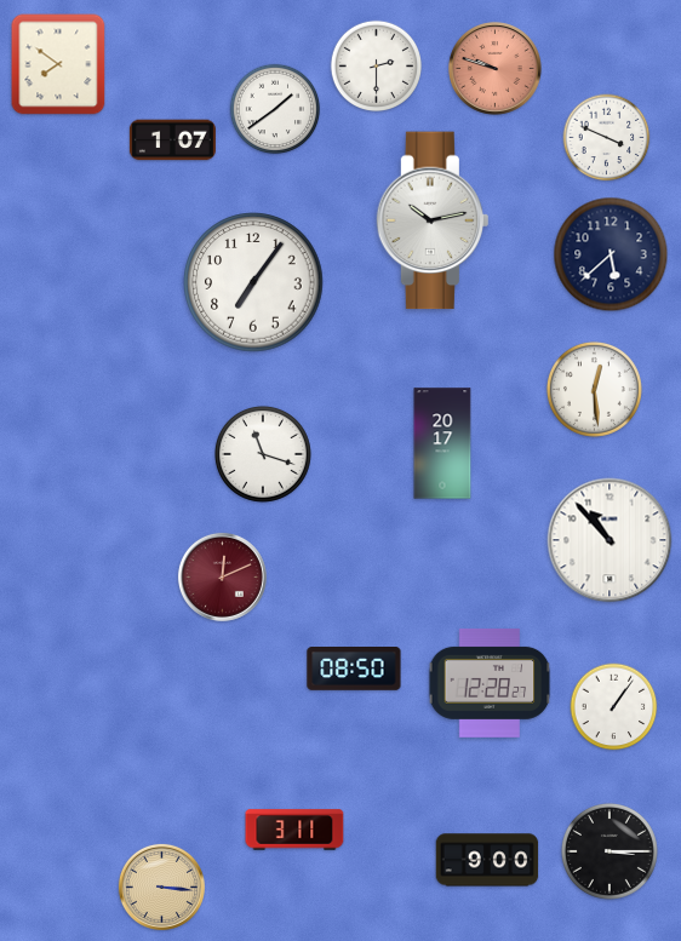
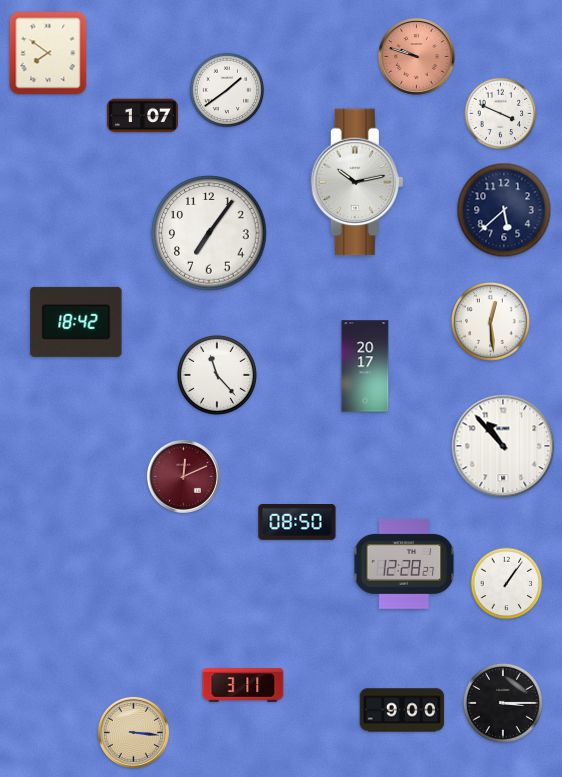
clock at (377, 67): 2:30 -> none
clock at (496, 69) position: (496, 69) -> (417, 57)
clock at (76, 322): none -> 18:42
clock at (263, 454): 11:18 -> 11:23
clock at (354, 669) position: (354, 669) -> (297, 522)
